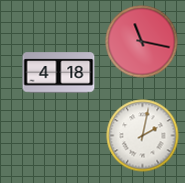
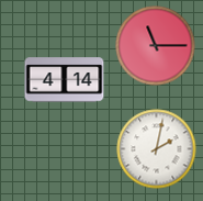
clock at (142, 42): 11:17 -> 11:15
clock at (59, 73): 4:18 -> 4:14
